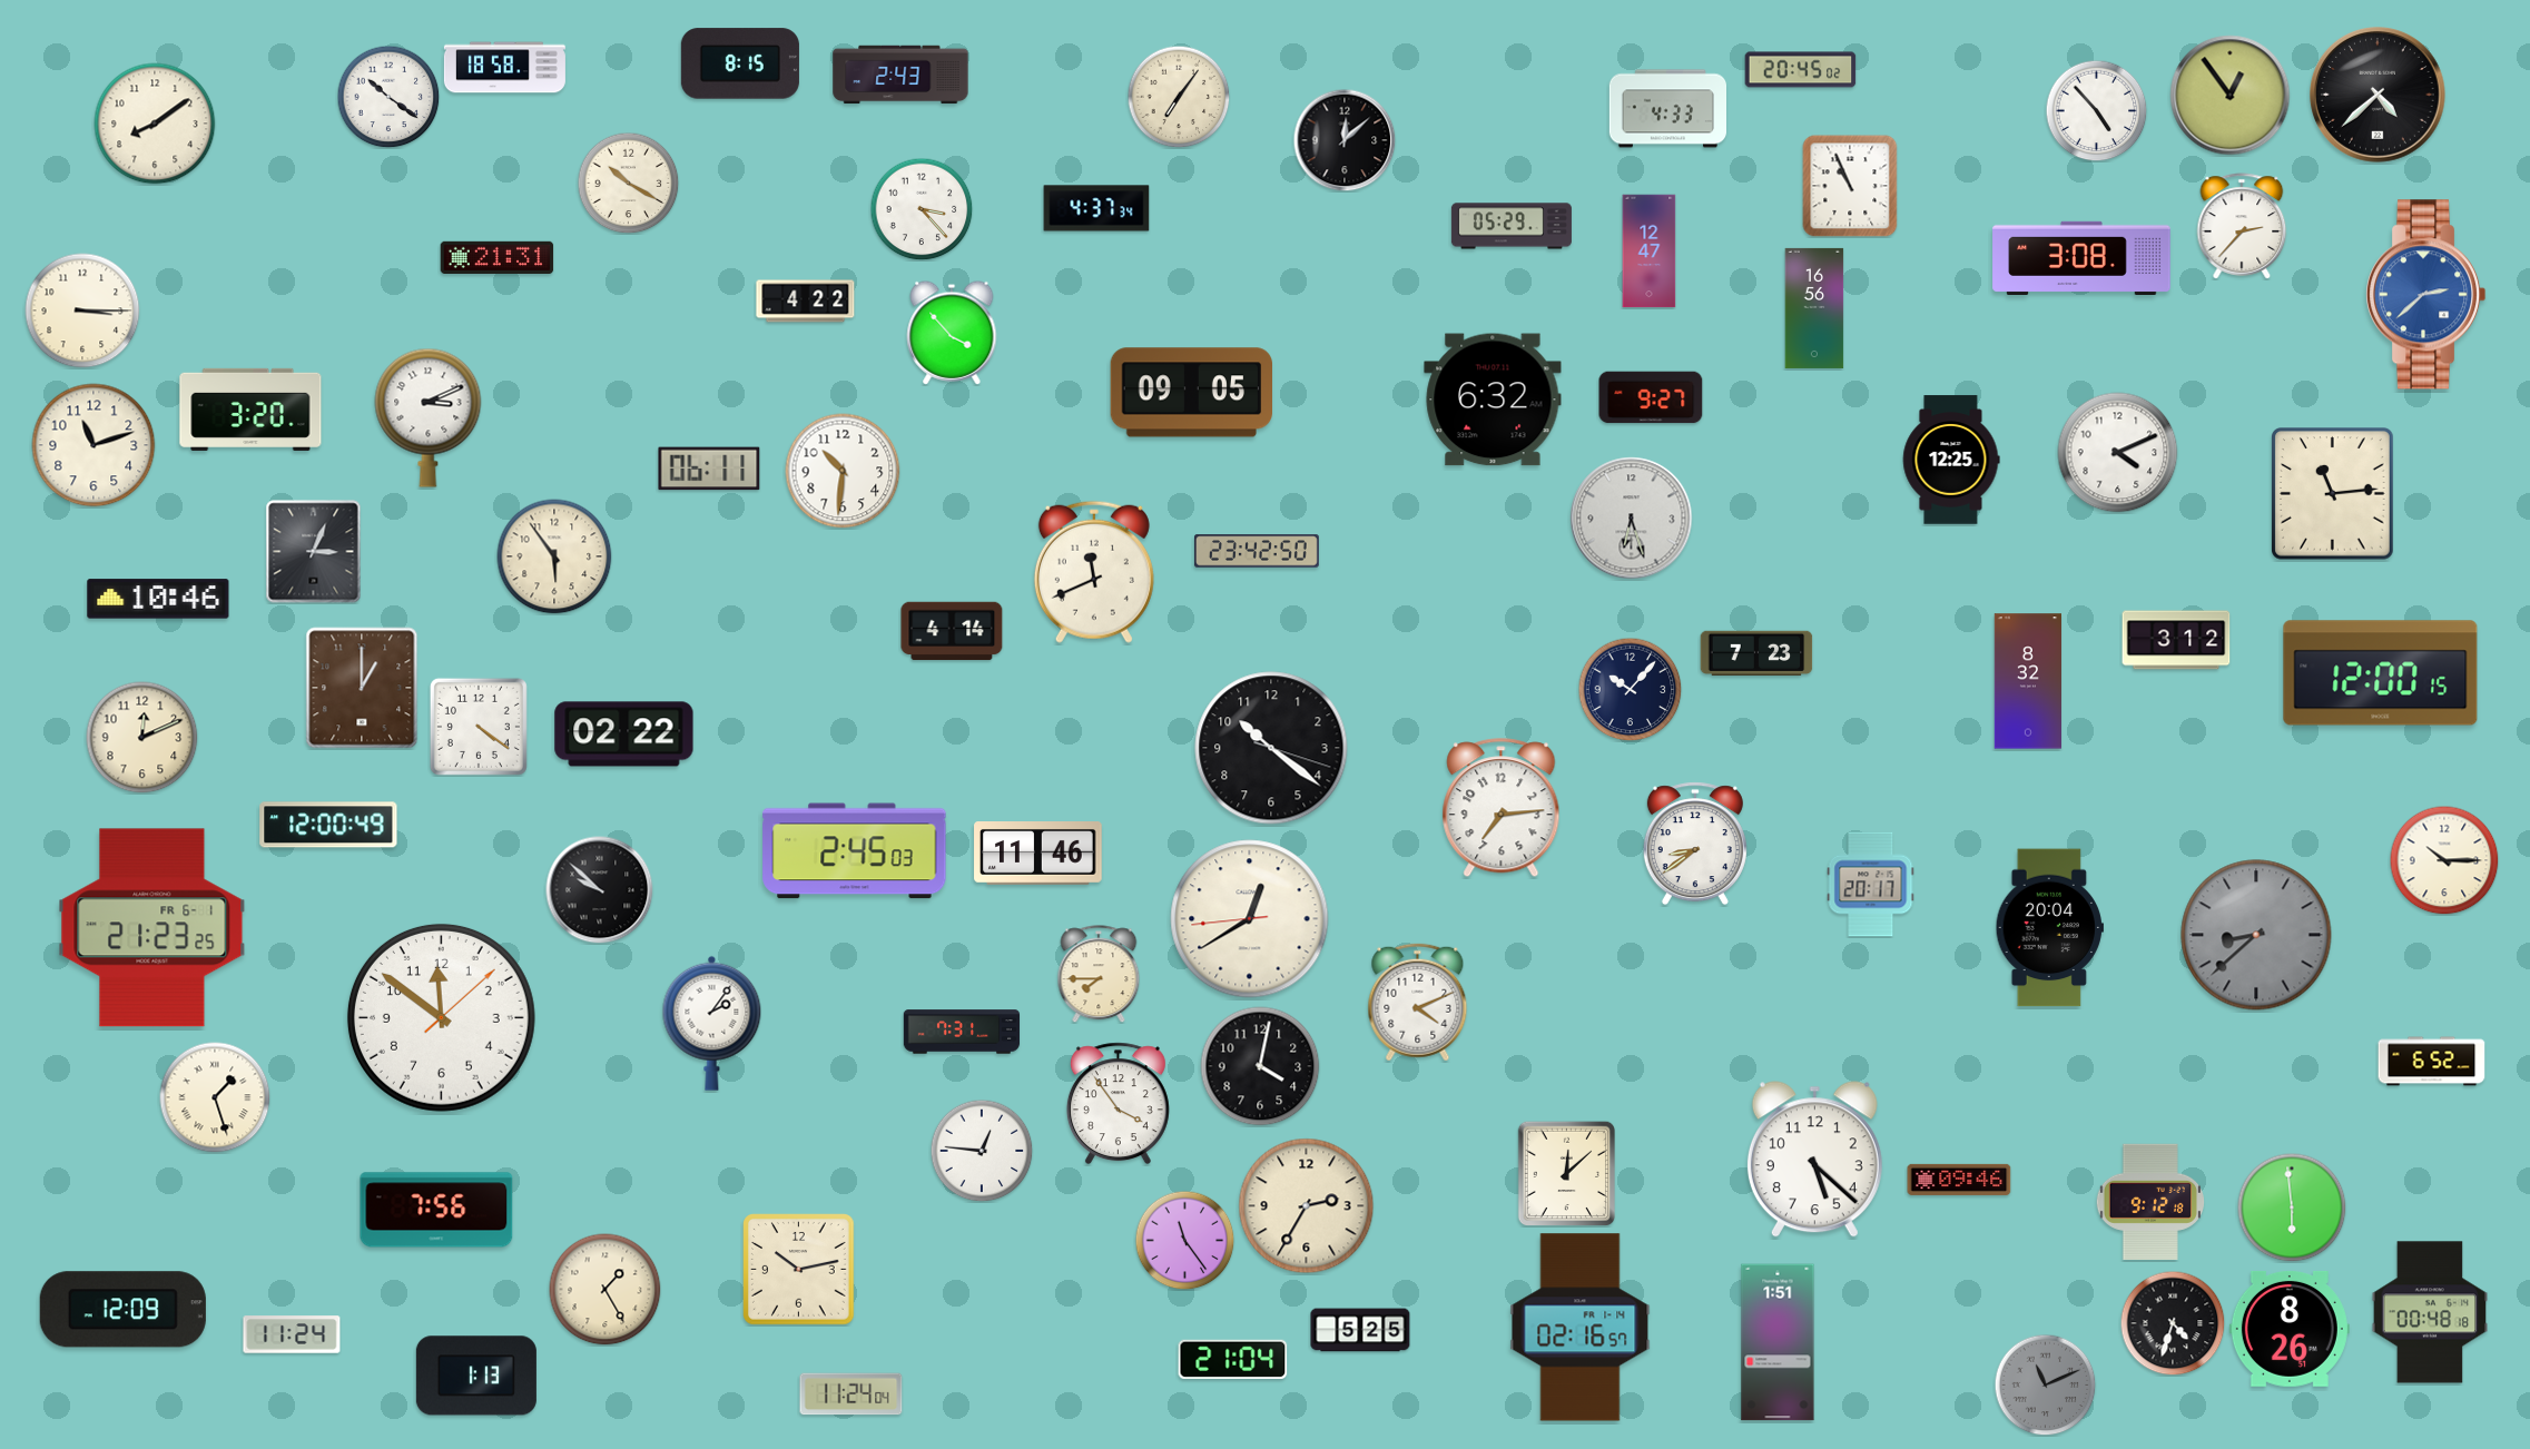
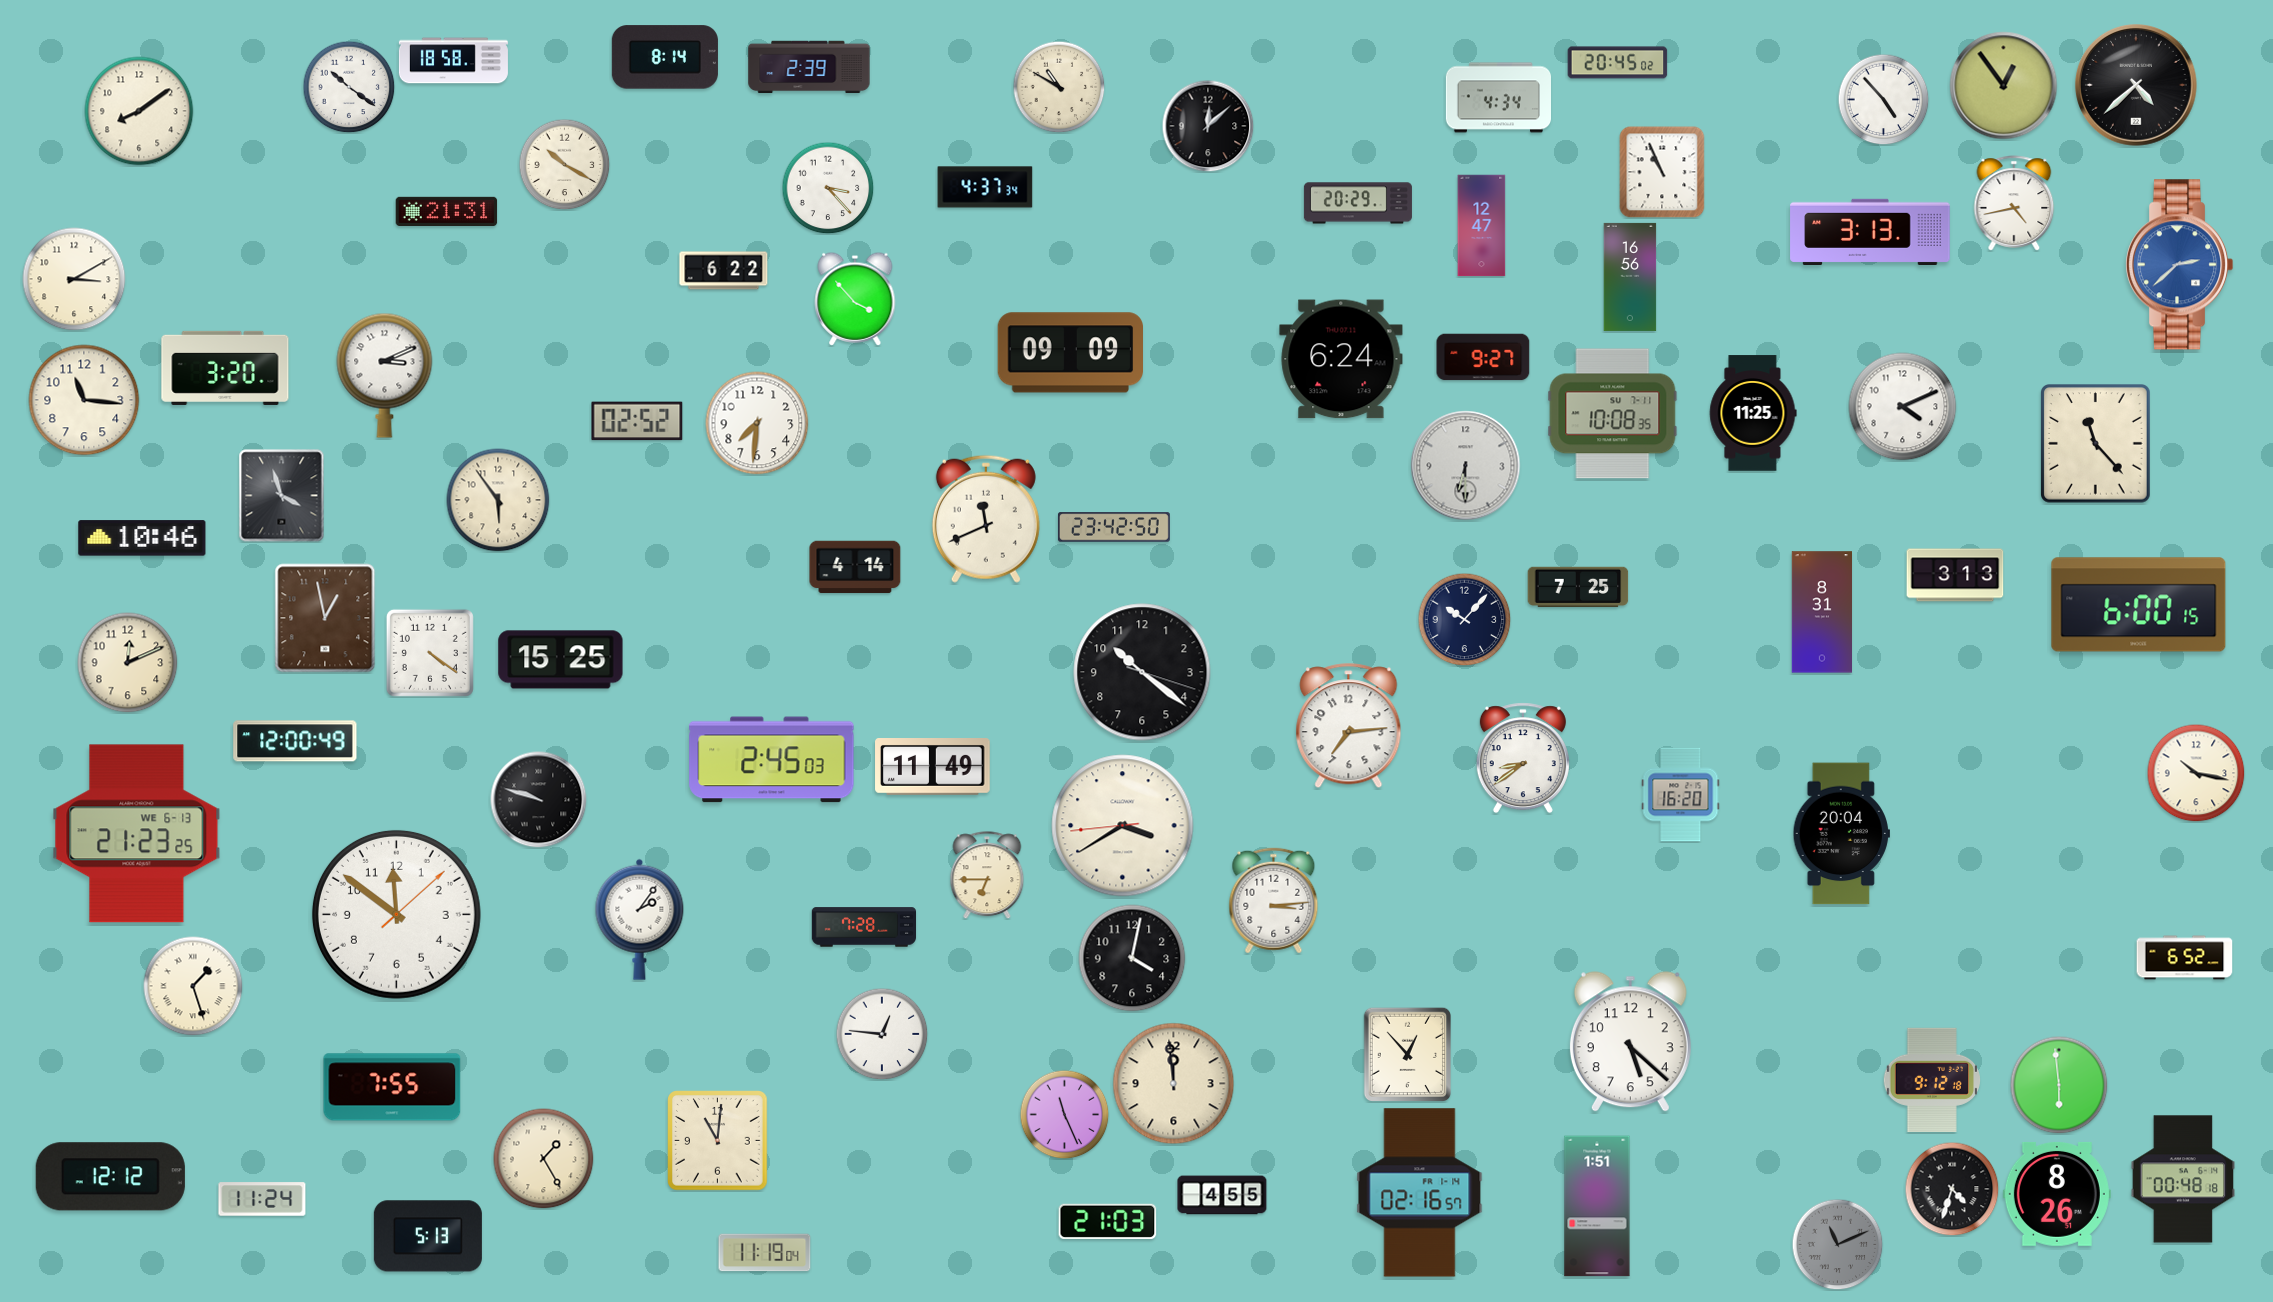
clock at (740, 63): 8:15 -> 8:14
clock at (900, 75): 2:43 -> 2:39
clock at (1179, 97): 7:06 -> 10:50
clock at (1667, 109): 4:33 -> 4:34
clock at (1850, 186) position: (1850, 186) -> (1662, 172)
clock at (1512, 226): 05:29 -> 20:29
clock at (2242, 226): 2:37 -> 4:43
clock at (498, 257) position: (498, 257) -> (447, 211)
clock at (2081, 257): 3:08 -> 3:13
clock at (806, 302): 4:22 -> 6:22
clock at (82, 310): 3:15 -> 3:10
clock at (1191, 393): 09:05 -> 09:09
clock at (1493, 400): 6:32 -> 6:24
clock at (93, 445): 11:12 -> 11:16
clock at (1951, 460): 12:25 -> 11:25
clock at (1613, 414): none -> 10:08
clock at (709, 469): 06:11 -> 02:52
clock at (843, 471): 10:31 -> 7:31
clock at (2333, 494): 11:14 -> 11:23
clock at (1632, 519): 6:27 -> 6:30
clock at (1257, 551) position: (1257, 551) -> (1114, 527)
clock at (314, 552): 3:04 -> 3:57
clock at (1094, 572) position: (1094, 572) -> (986, 519)
clock at (2176, 640): 3:12 -> 3:13
clock at (1756, 653): 7:23 -> 7:25
clock at (2381, 673): 12:00 -> 6:00
clock at (2027, 681): 8:32 -> 8:31
clock at (362, 688): 1:00 -> 12:58
clock at (624, 735): 02:22 -> 15:25
clock at (855, 851) position: (855, 851) -> (772, 760)
clock at (1038, 854): 11:46 -> 11:49
clock at (2444, 860): 10:15 -> 10:17
clock at (1871, 885): 20:17 -> 16:20
clock at (600, 890): 9:52 -> 9:48
clock at (1250, 919): 12:39 -> 3:39
clock at (152, 928) date: FR 6-1 -> WE 6-13
clock at (2256, 935): 8:38 -> none
clock at (1099, 974): 7:45 -> 6:45
clock at (1418, 1003): 4:11 -> 3:14
clock at (962, 1032): 7:31 -> 7:28
clock at (2432, 1062) position: (2432, 1062) -> (2185, 958)
clock at (1118, 1104): 3:54 -> none
clock at (1566, 1173): 12:08 -> 12:53
clock at (1959, 1180): 09:46 -> none
clock at (1307, 1206): 2:35 -> 11:59
clock at (436, 1210): 7:56 -> 7:55
clock at (1184, 1240): 11:24 -> 11:26
clock at (799, 1270): 10:13 -> 11:01
clock at (122, 1310): 12:09 -> 12:12
clock at (1360, 1330): 5:25 -> 4:55
clock at (1233, 1359): 21:04 -> 21:03
clock at (476, 1376): 1:13 -> 5:13
clock at (851, 1394): 11:24 -> 11:19
